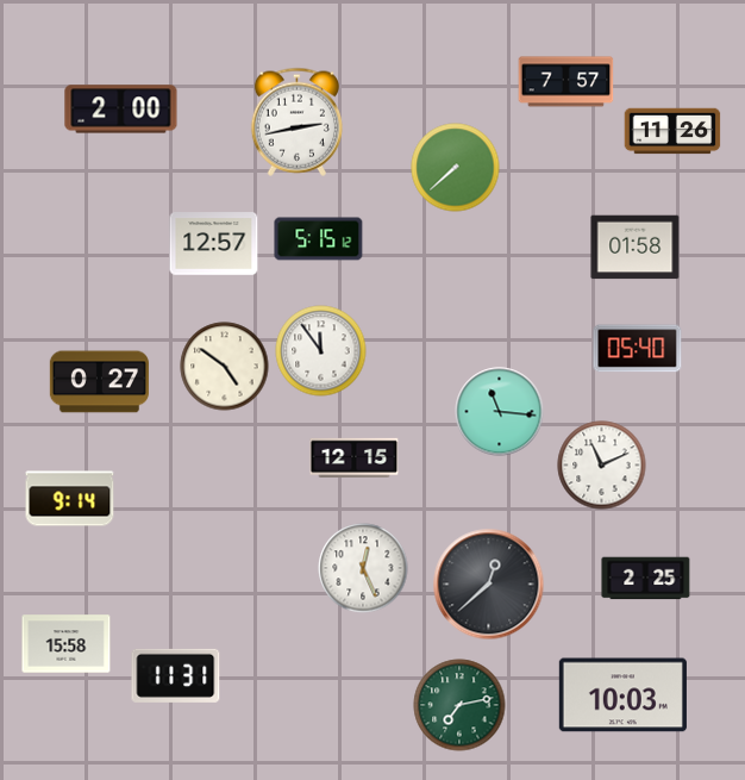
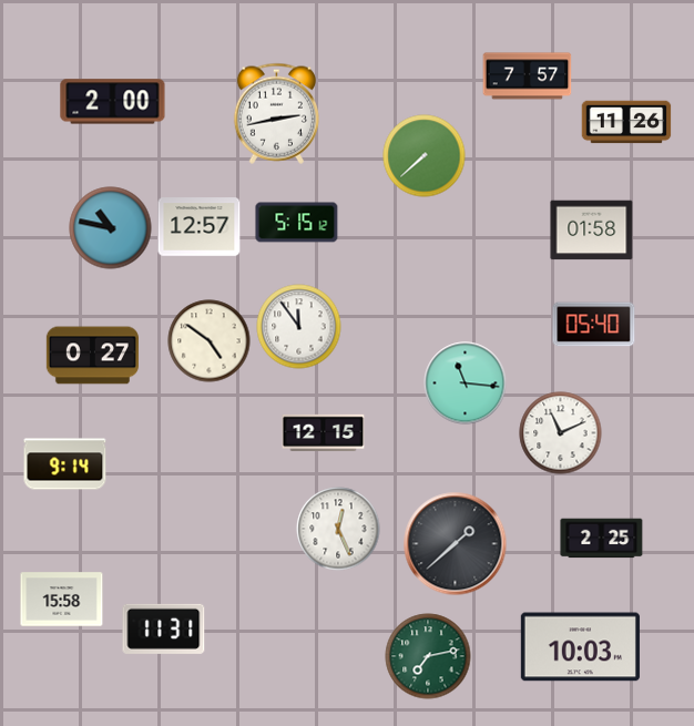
clock at (111, 228): none -> 10:47
clock at (355, 457) position: (355, 457) -> (324, 432)
clock at (489, 585): 12:38 -> 1:38
